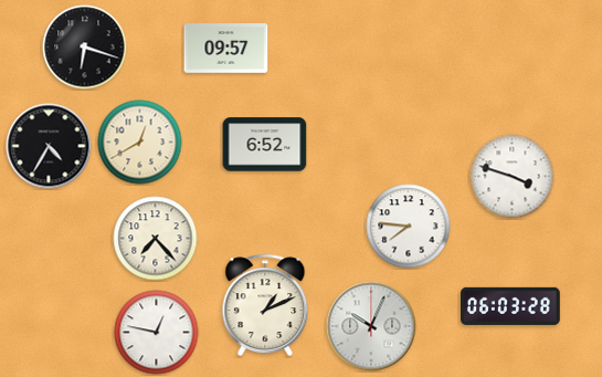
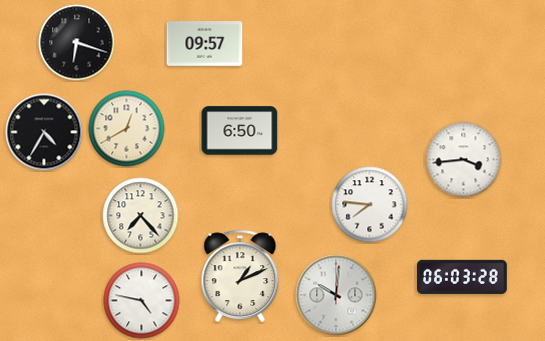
clock at (265, 145): 6:52 -> 6:50
clock at (513, 177): 3:48 -> 3:44
clock at (371, 326): 10:04 -> 10:01
clock at (157, 333): 12:47 -> 4:47
